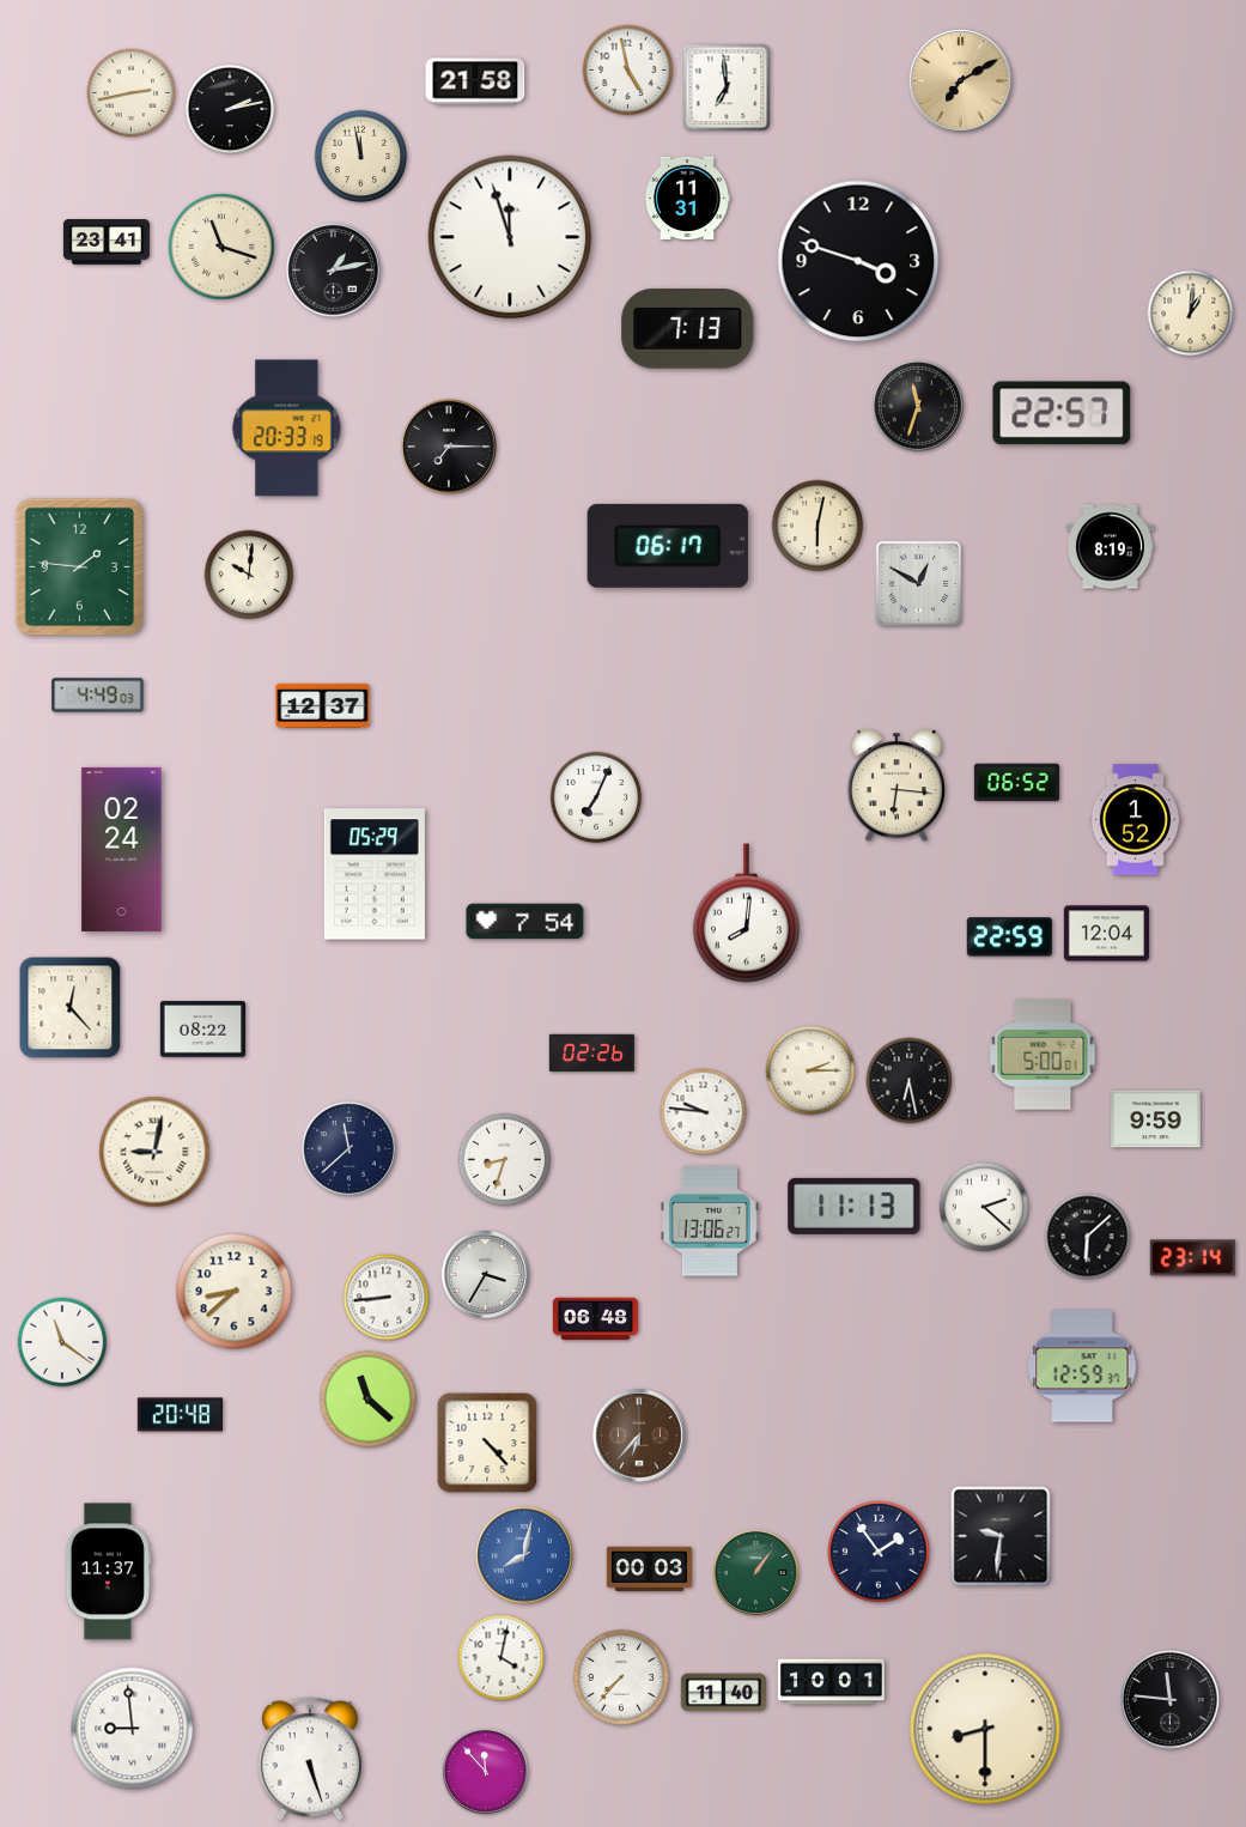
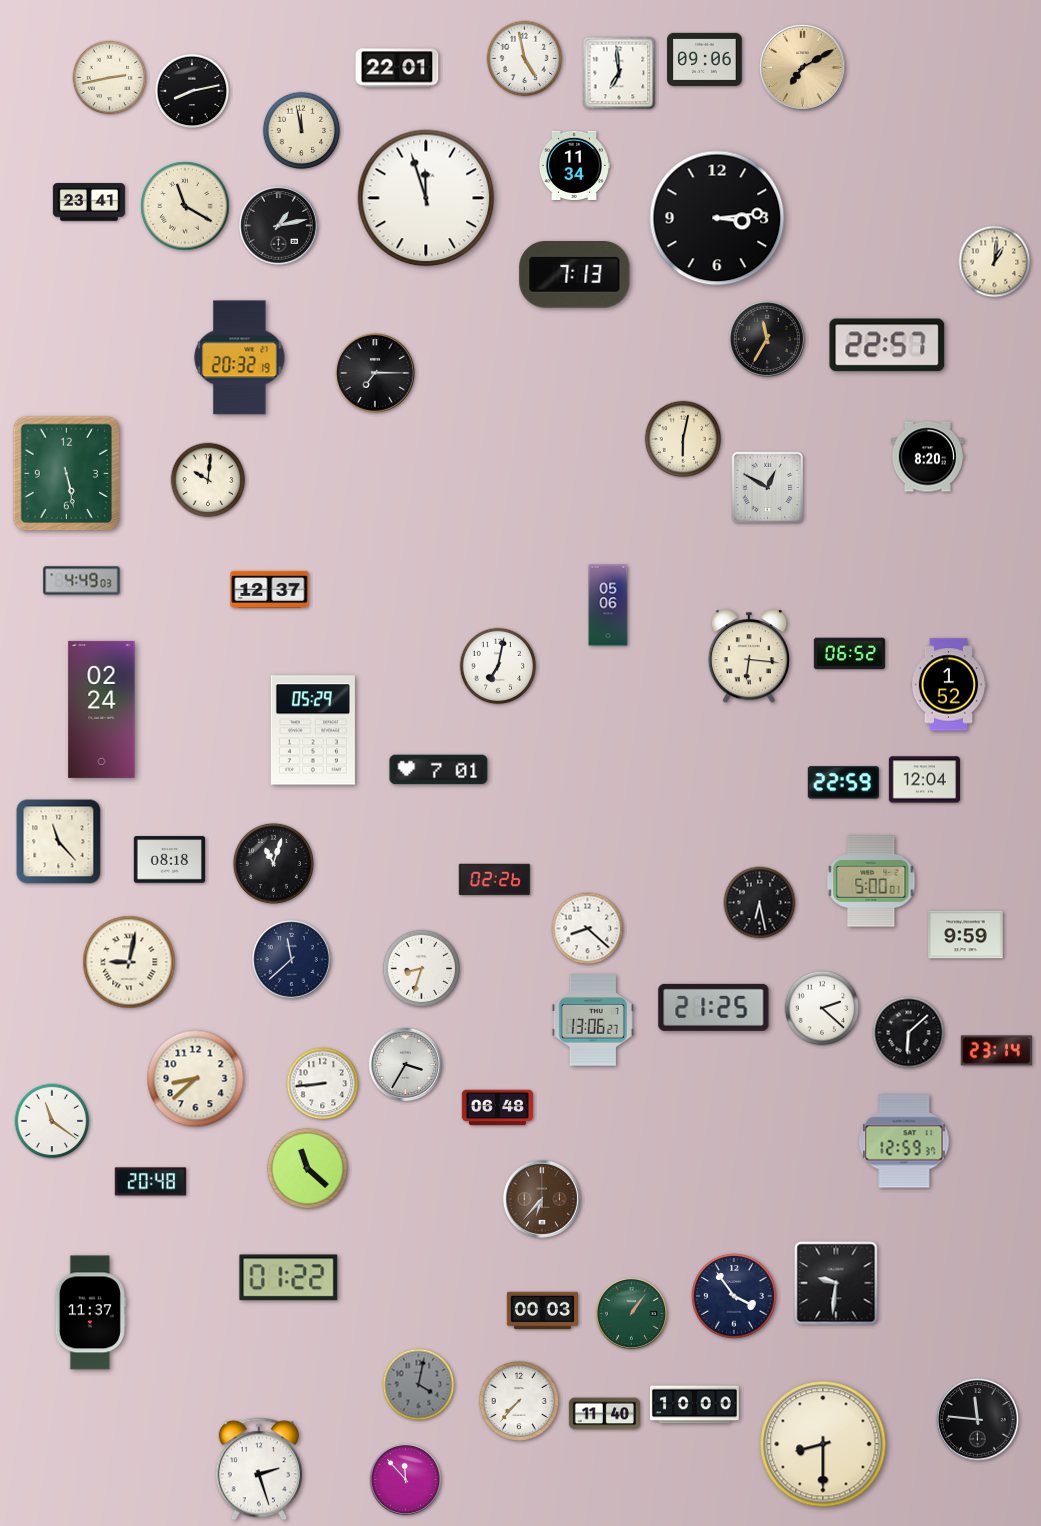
clock at (705, 59): none -> 09:06
clock at (475, 81): 21:58 -> 22:01
clock at (727, 87) position: (727, 87) -> (619, 73)
clock at (230, 109): 2:13 -> 8:13
clock at (687, 198): 11:31 -> 11:34
clock at (221, 247): 11:18 -> 11:20
clock at (858, 261): 3:48 -> 3:14
clock at (918, 406): 11:33 -> 11:35
clock at (287, 429): 20:33 -> 20:32
clock at (668, 546): 06:17 -> none
clock at (1110, 547): 8:19 -> 8:20
clock at (80, 567): 1:46 -> 5:28
clock at (608, 605): none -> 05:06
clock at (596, 797): 7:04 -> 7:02
clock at (746, 913): 8:01 -> none
clock at (525, 922): 7:54 -> 7:01
clock at (71, 1008): 12:23 -> 11:23
clock at (202, 1030): 08:22 -> 08:18
clock at (273, 863): none -> 11:03
clock at (810, 1070): 2:15 -> none
clock at (704, 1112): 9:46 -> 8:22
clock at (855, 1206): 11:13 -> 21:25
clock at (595, 1319) position: (595, 1319) -> (497, 1108)
clock at (639, 1435) position: (639, 1435) -> (542, 1199)
clock at (487, 1443): 4:23 -> none
clock at (289, 1278): none -> 01:22
clock at (879, 1552): 1:54 -> 3:54
clock at (525, 1556): 8:02 -> none
clock at (502, 1658) dial: white -> grey
clock at (831, 1682): 10:01 -> 10:00
clock at (133, 1729): 8:59 -> none
clock at (310, 1759): 5:27 -> 2:27
